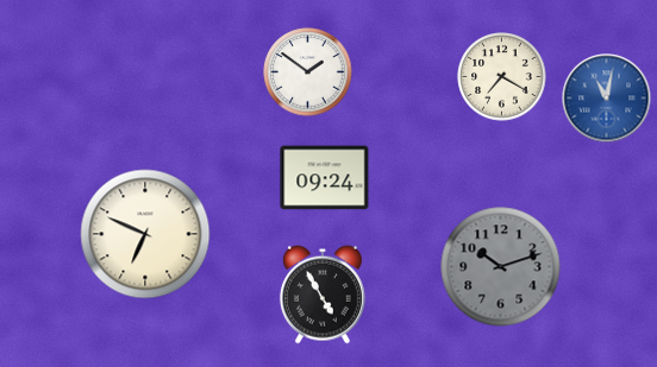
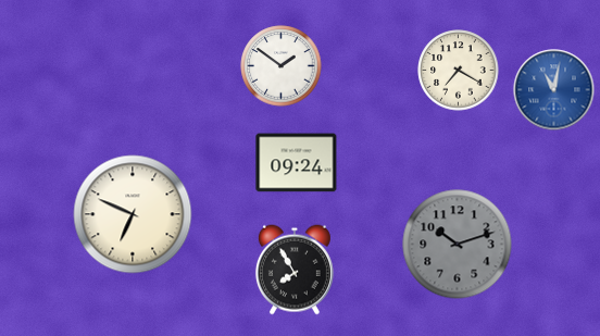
clock at (323, 295): 4:55 -> 7:55
